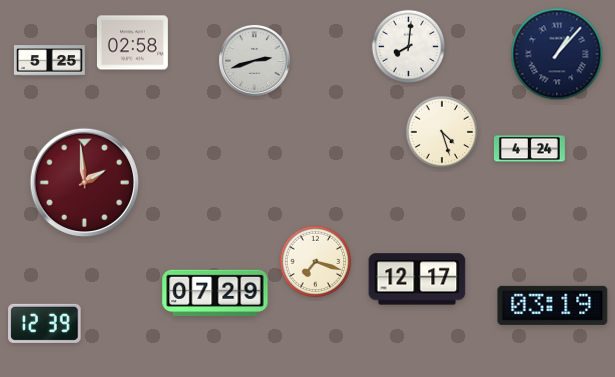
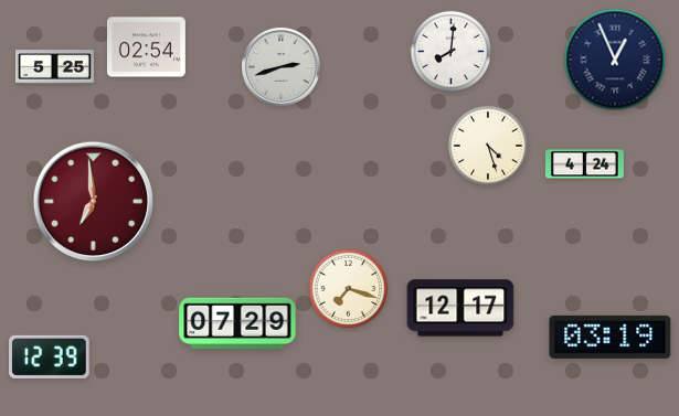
clock at (132, 43): 02:58 -> 02:54
clock at (557, 54): 1:07 -> 12:56
clock at (84, 182): 1:59 -> 6:59
